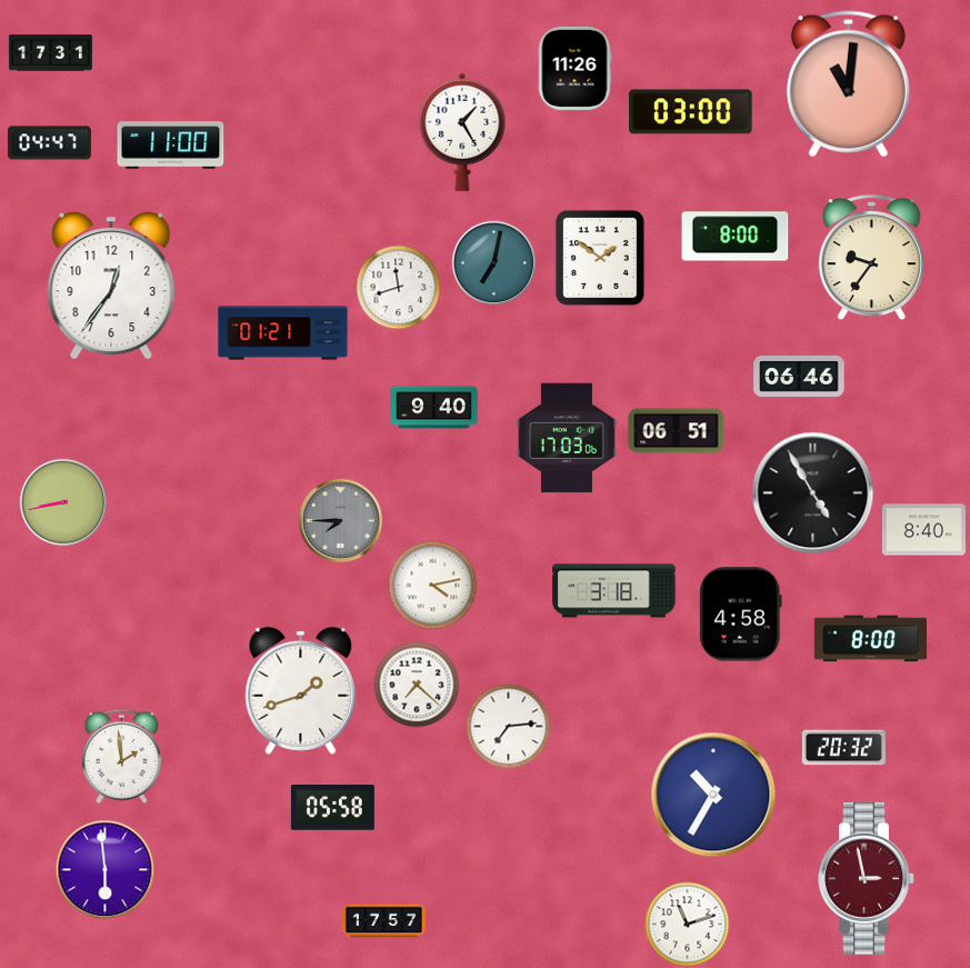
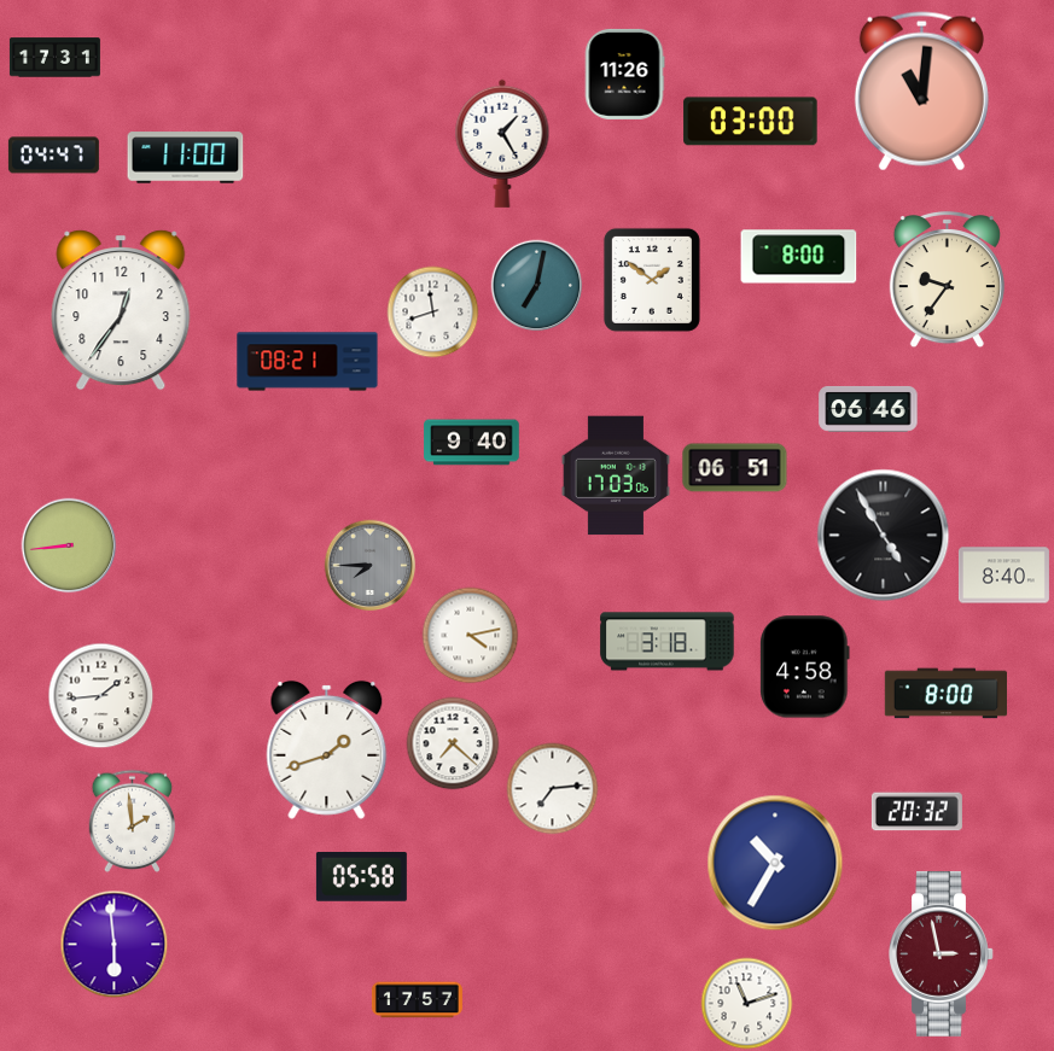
clock at (283, 333): 01:21 -> 08:21
clock at (63, 502): 8:43 -> 8:44
clock at (101, 696): none -> 1:44
